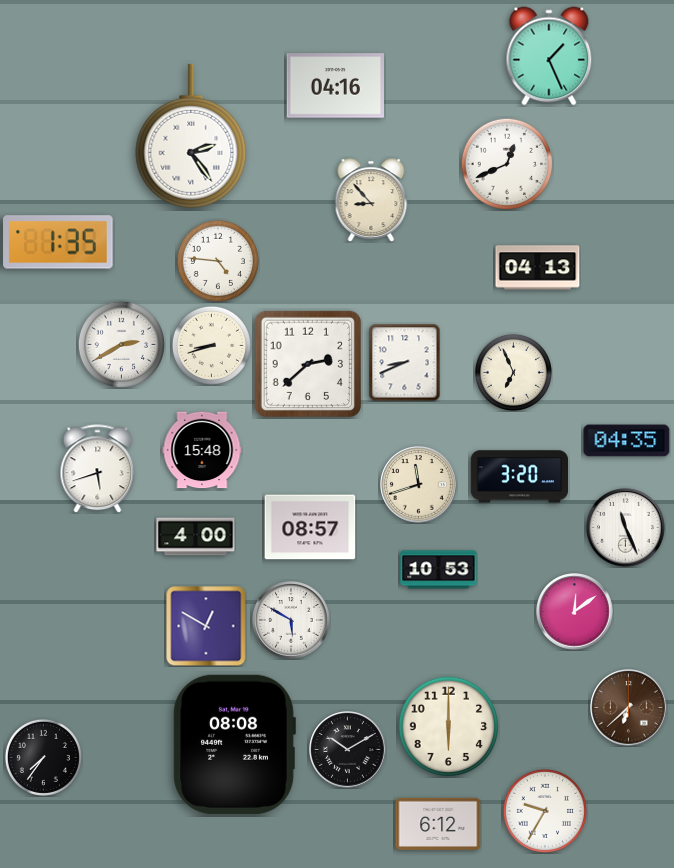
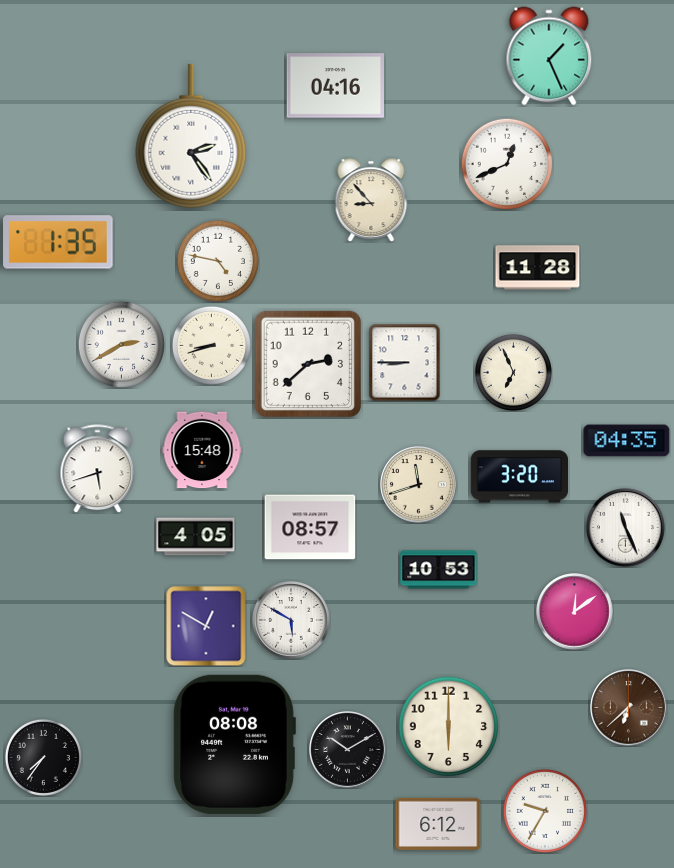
clock at (218, 261): 4:46 -> 4:47
clock at (538, 268): 04:13 -> 11:28
clock at (405, 362): 8:41 -> 8:45
clock at (196, 537): 4:00 -> 4:05
